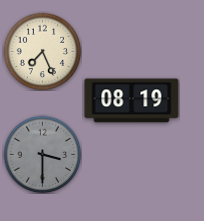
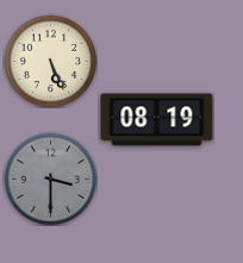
clock at (42, 51): 7:26 -> 5:26
clock at (42, 154) position: (42, 154) -> (50, 179)
